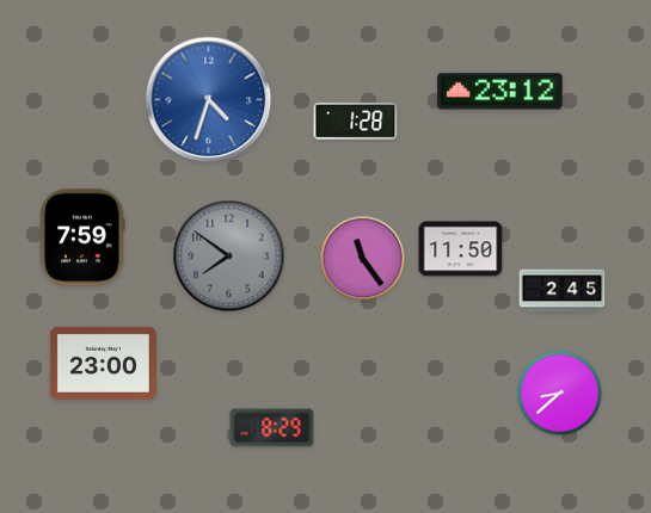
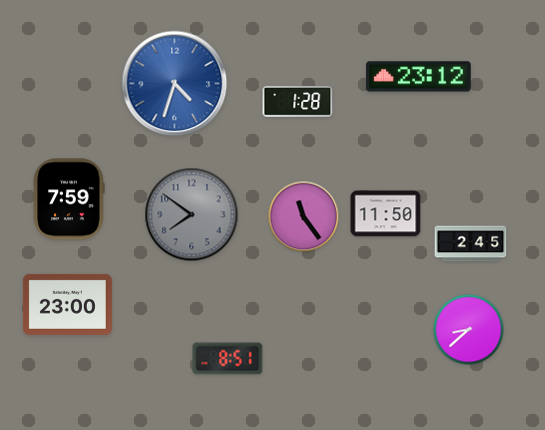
clock at (461, 249) position: (461, 249) -> (386, 214)
clock at (103, 363) position: (103, 363) -> (67, 304)
clock at (272, 428): 8:29 -> 8:51
